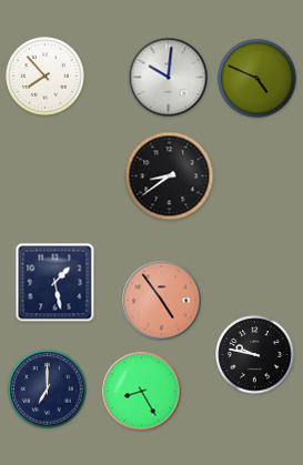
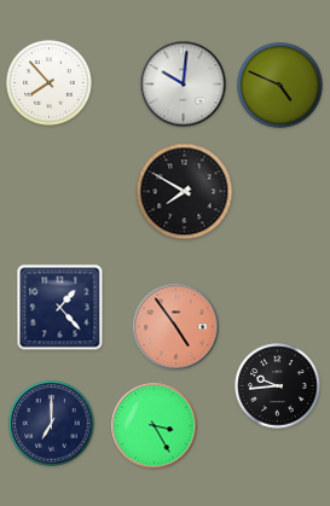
clock at (170, 176): 8:39 -> 7:50
clock at (55, 283): 1:28 -> 1:23
clock at (255, 355): 9:47 -> 9:44
clock at (142, 392): 8:25 -> 3:25
